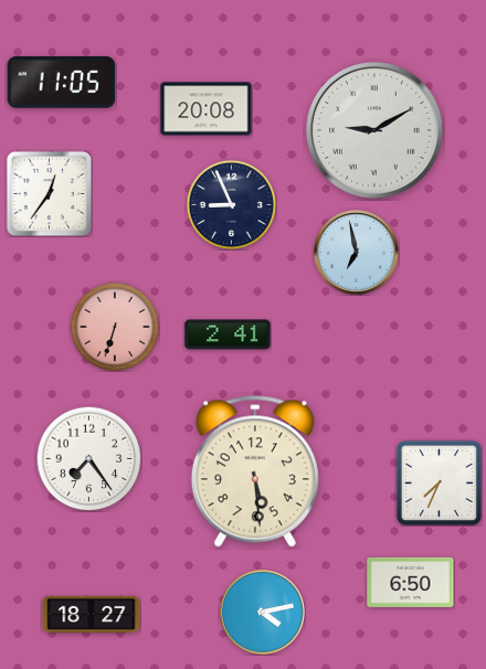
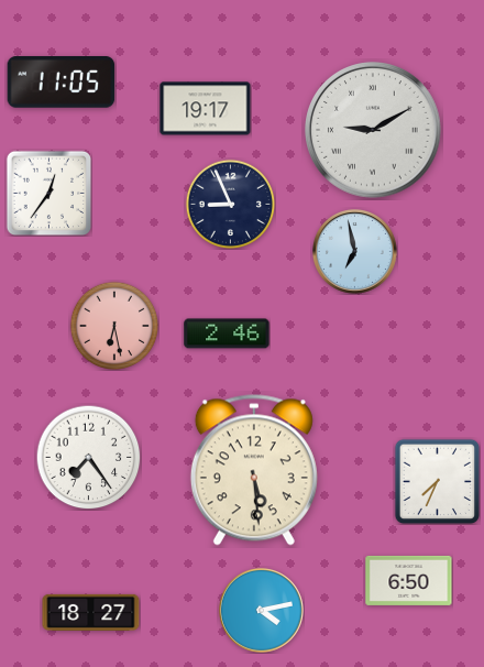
clock at (207, 109): 20:08 -> 19:17
clock at (115, 327): 6:33 -> 6:28
clock at (228, 334): 2:41 -> 2:46
